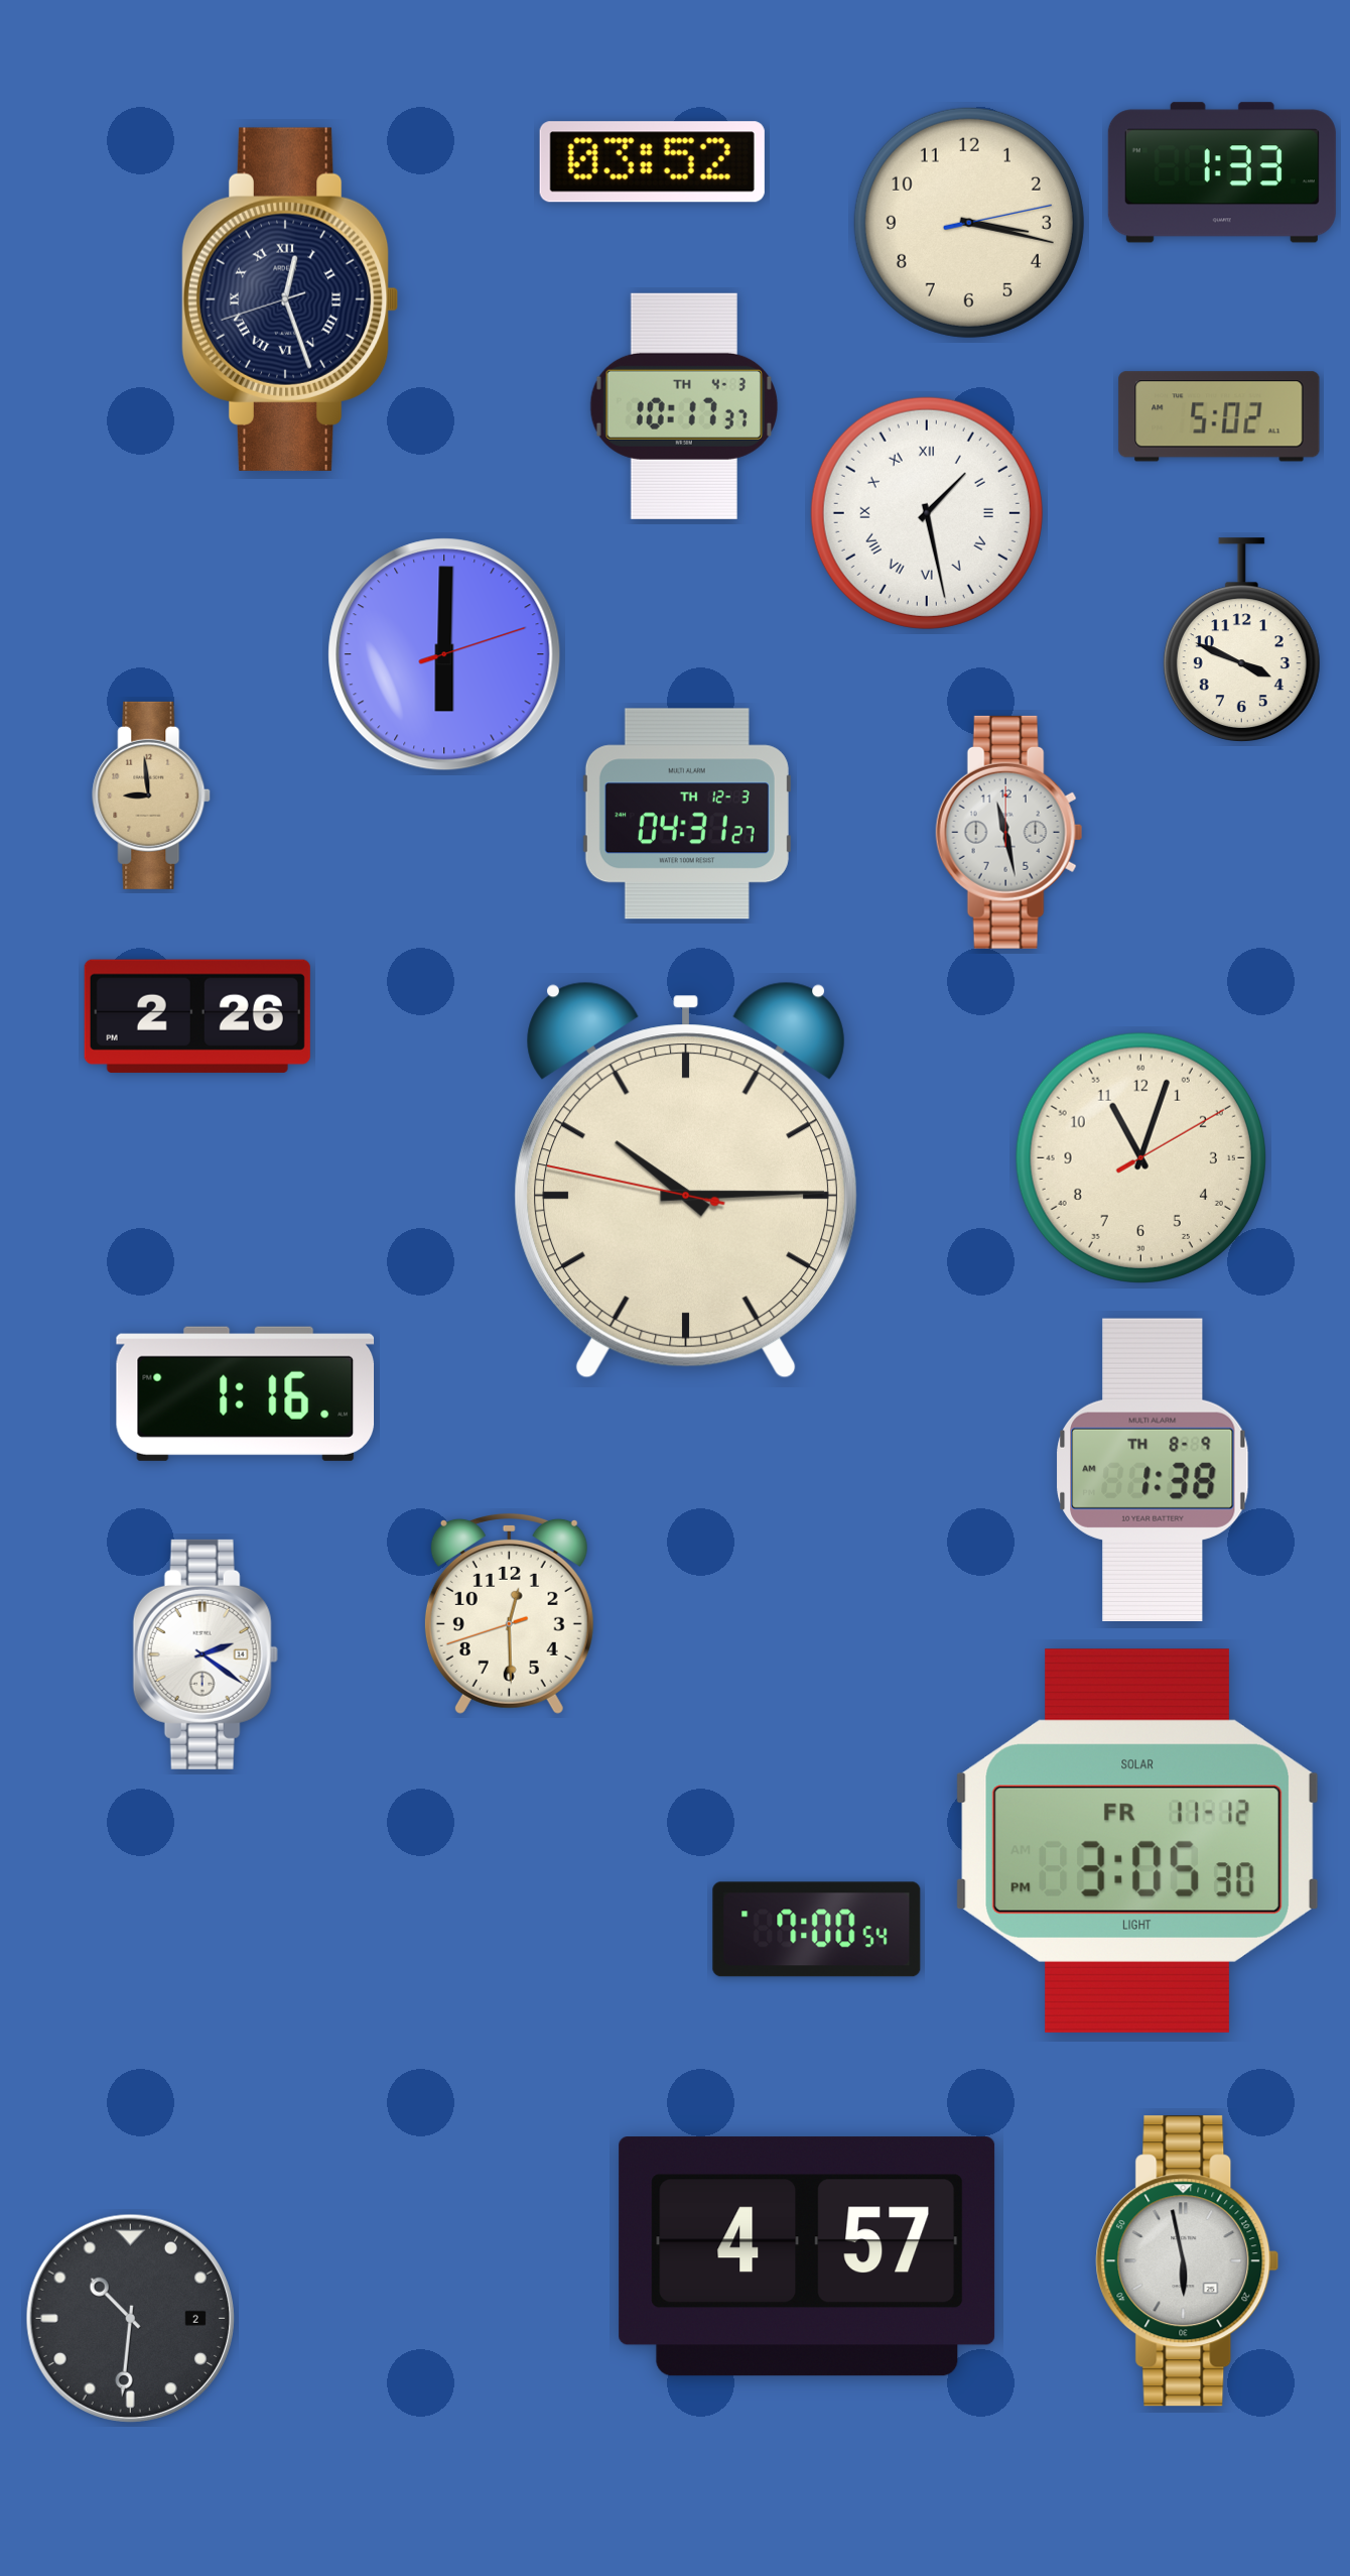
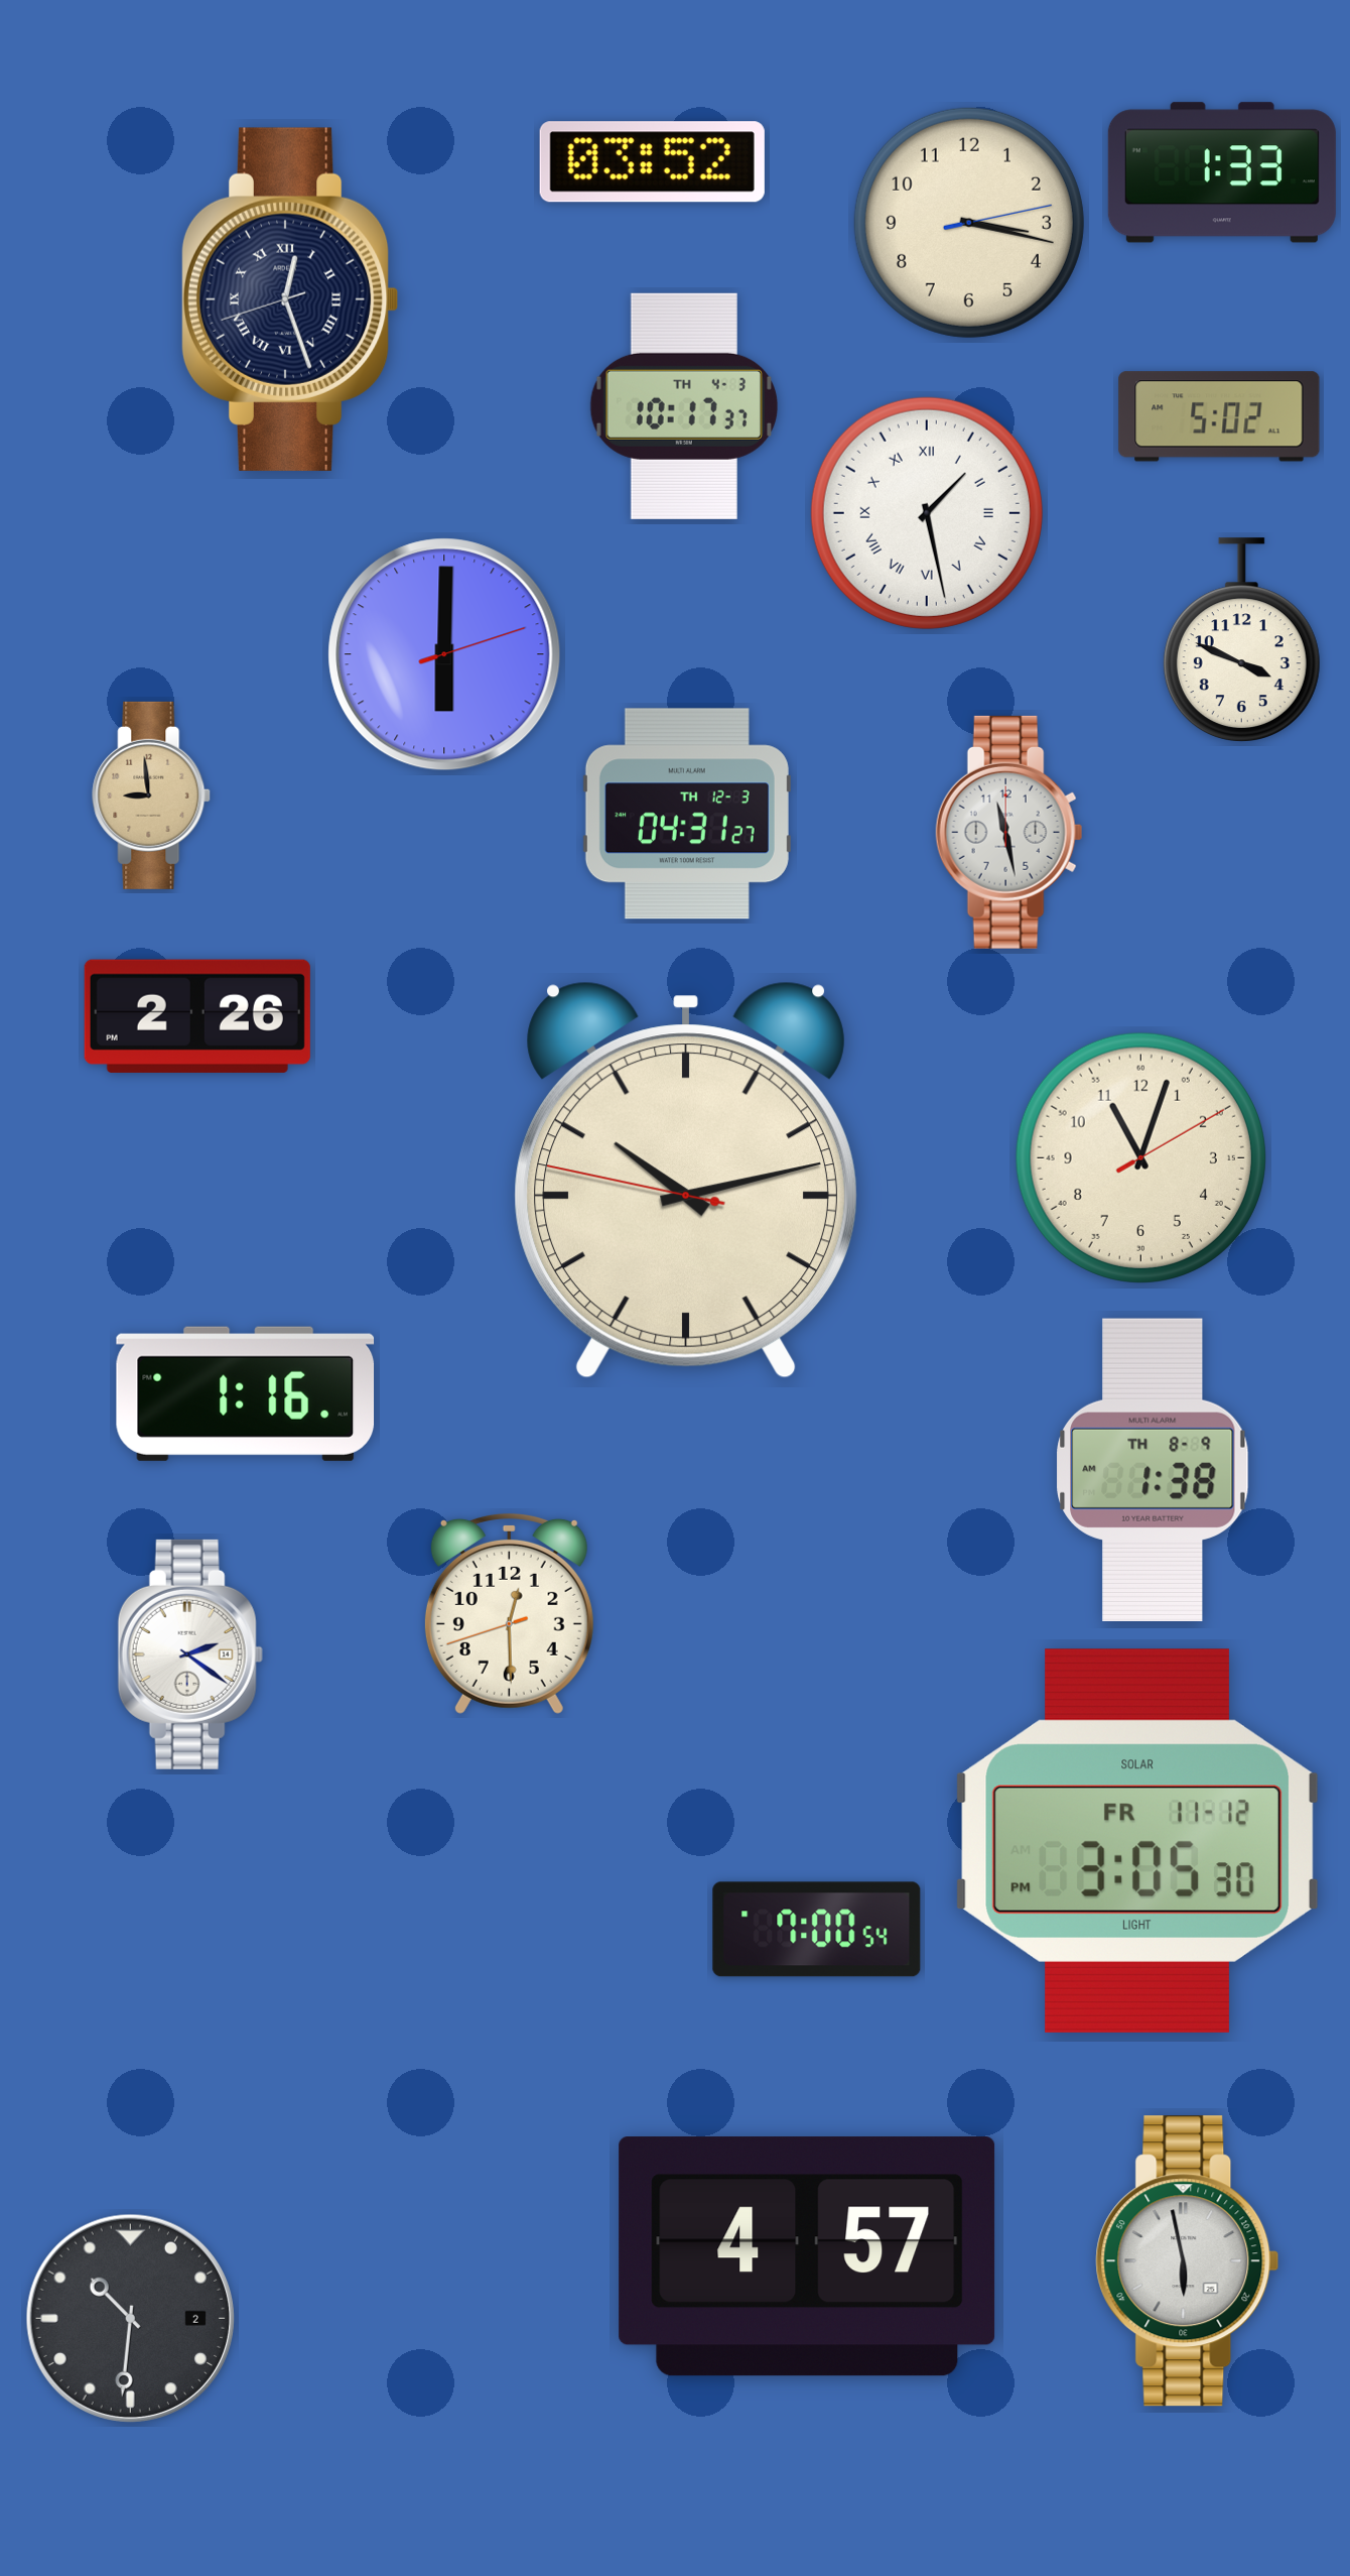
clock at (686, 1180): 10:14 -> 10:12
clock at (206, 1654) position: (206, 1654) -> (190, 1654)
